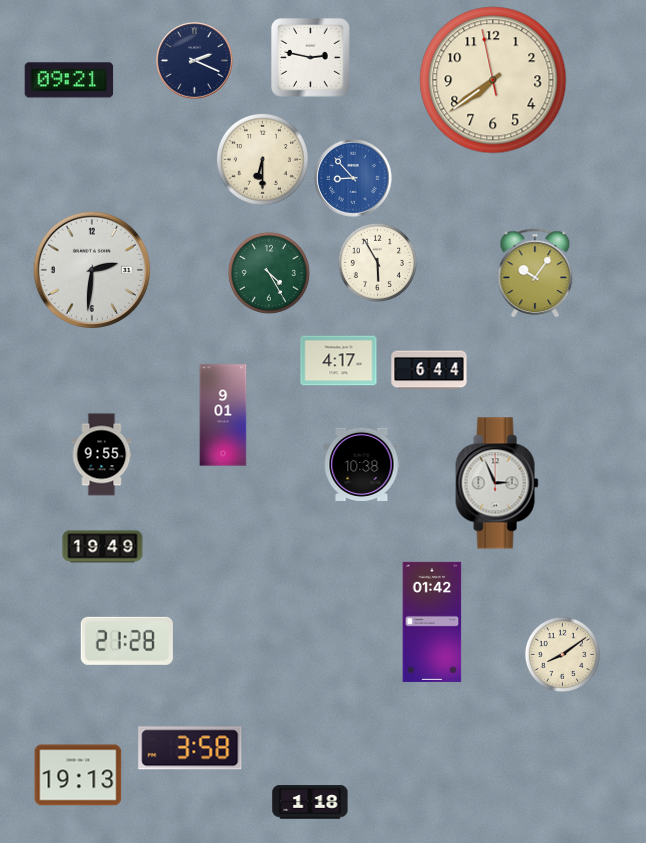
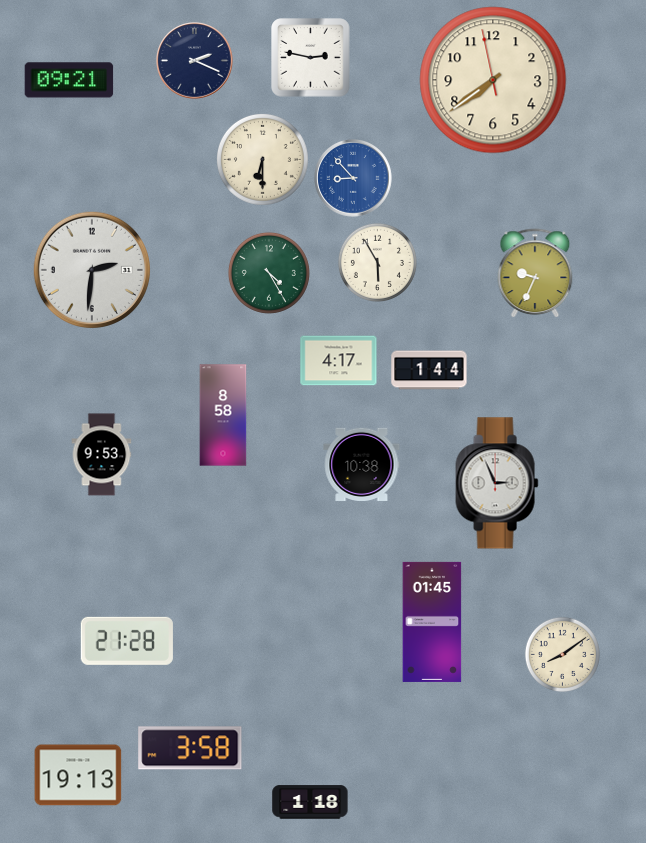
clock at (535, 273): 10:06 -> 9:34
clock at (429, 370): 6:44 -> 1:44
clock at (223, 415): 9:01 -> 8:58
clock at (102, 455): 9:55 -> 9:53
clock at (103, 547): 19:49 -> none
clock at (432, 622): 01:42 -> 01:45
